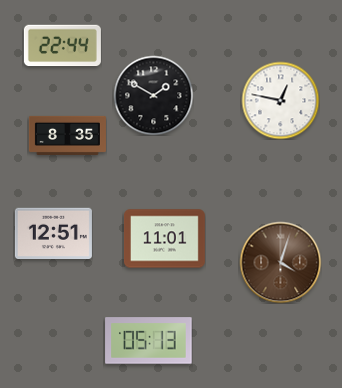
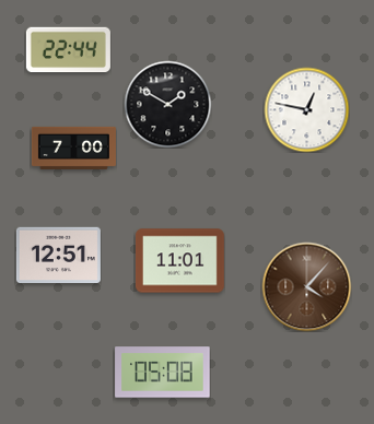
clock at (67, 135): 8:35 -> 7:00
clock at (280, 262): 4:03 -> 4:07
clock at (149, 341): 05:13 -> 05:08
